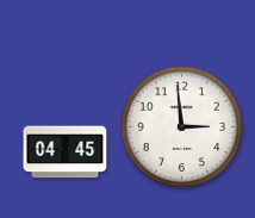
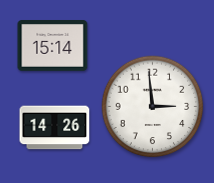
clock at (53, 46): none -> 15:14
clock at (66, 152): 04:45 -> 14:26
